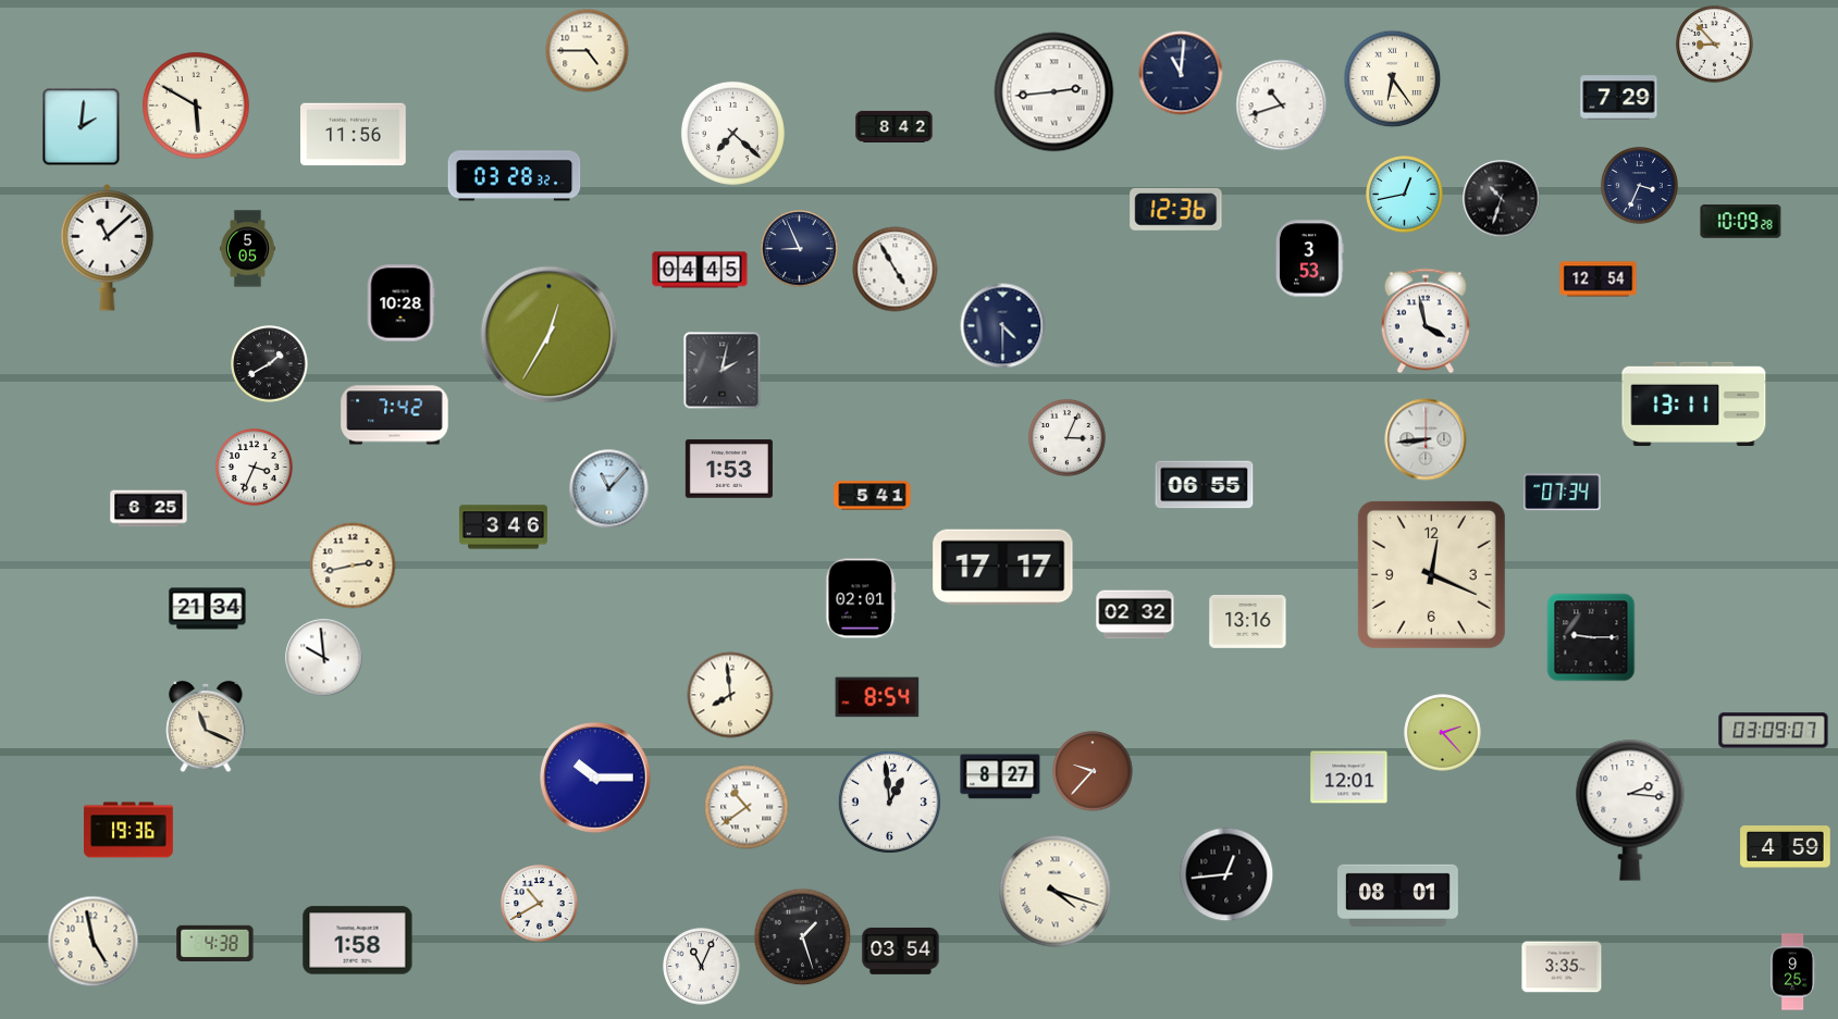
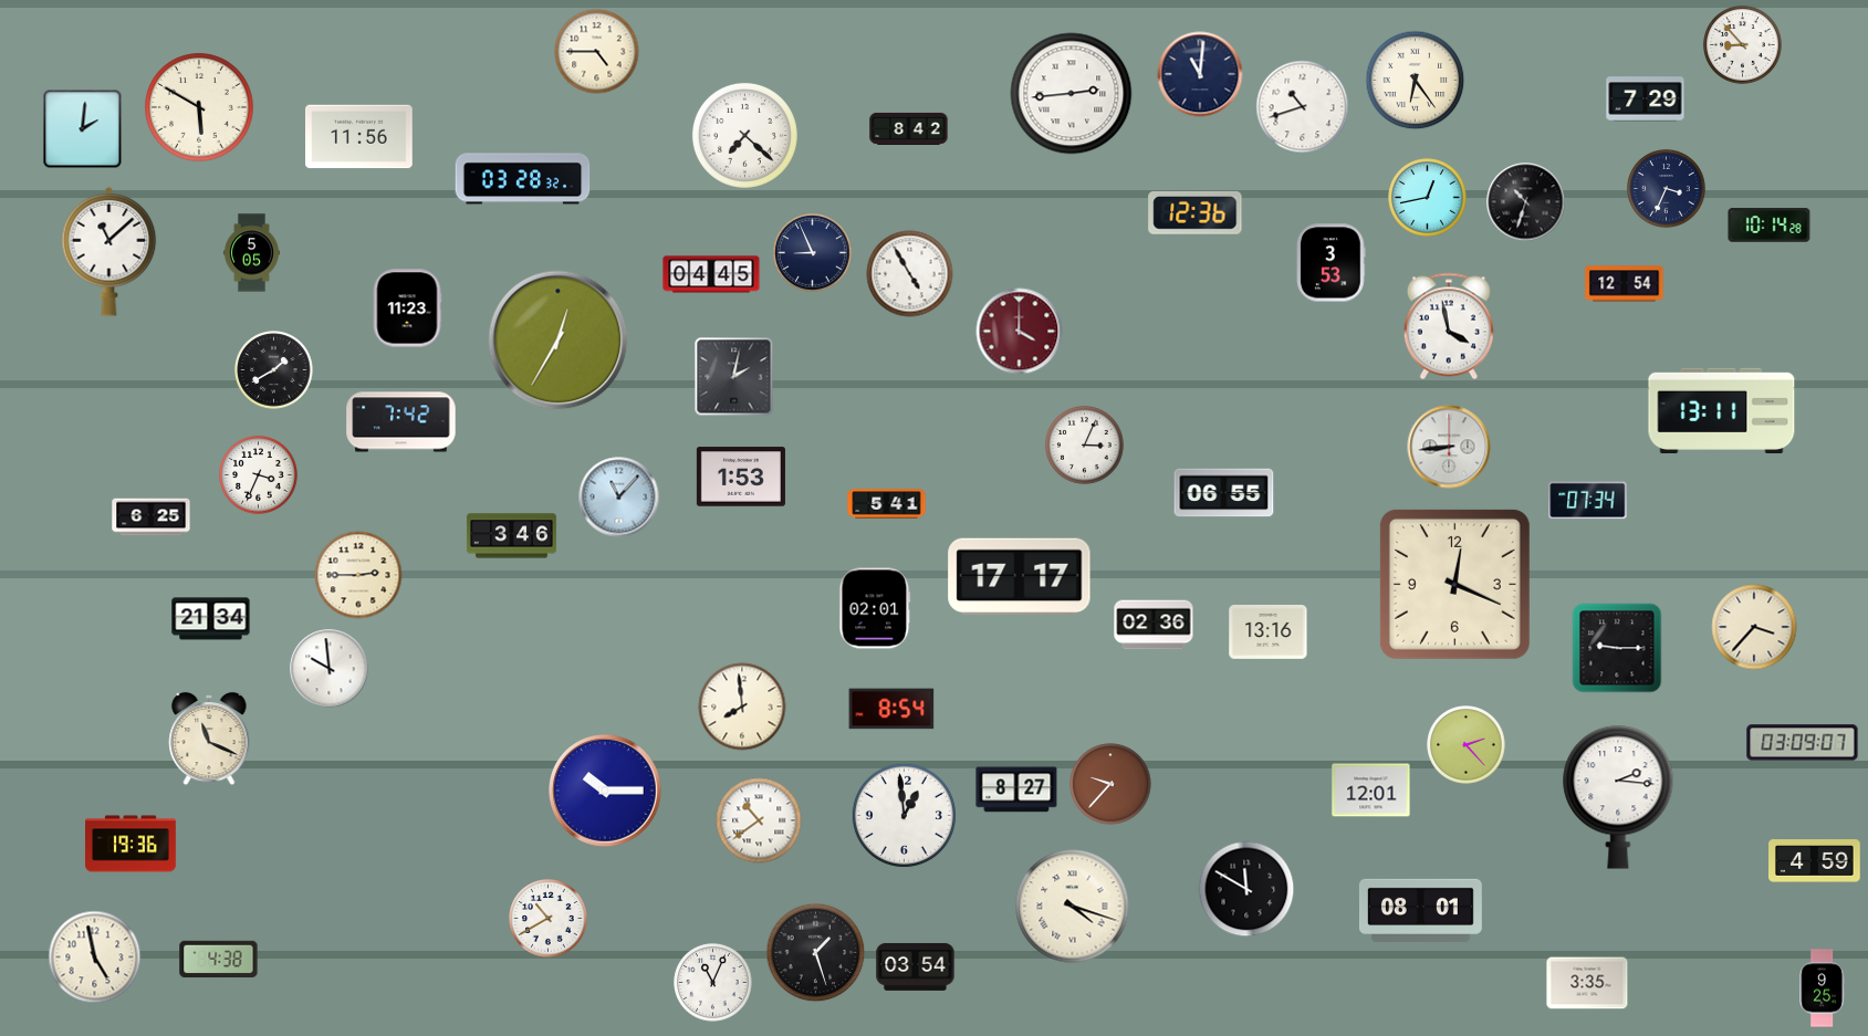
clock at (1741, 222): 10:09 -> 10:14
clock at (400, 303): 10:28 -> 11:23
clock at (1003, 326): 4:30 -> 4:00
clock at (1003, 326) dial: navy -> burgundy
clock at (353, 566): 2:43 -> 2:45
clock at (1135, 614): 02:32 -> 02:36
clock at (1754, 627): none -> 3:37
clock at (1630, 810) position: (1630, 810) -> (1618, 797)
clock at (1226, 874): 12:44 -> 11:50
clock at (358, 941): 1:58 -> none
